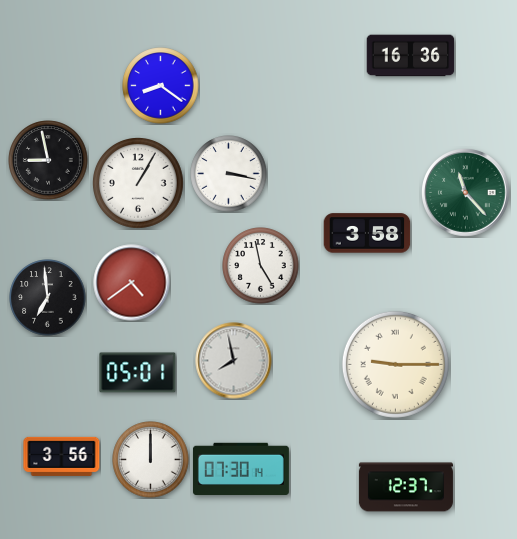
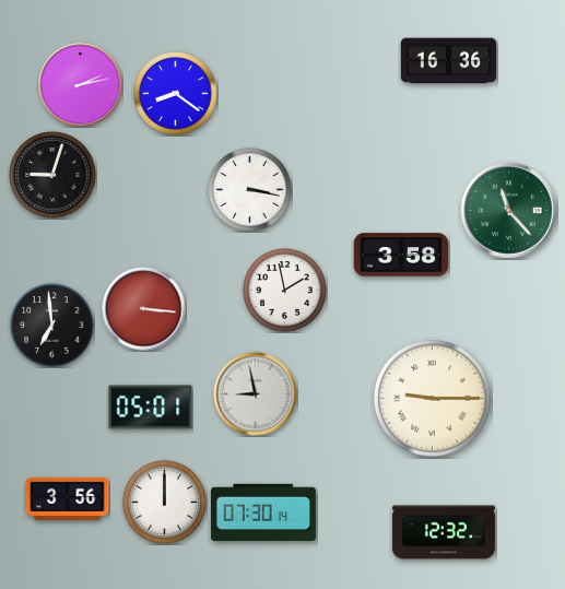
clock at (81, 85): none -> 2:13
clock at (48, 160): 8:58 -> 9:03
clock at (139, 184): 1:05 -> none
clock at (261, 266): 4:58 -> 1:58
clock at (132, 283): 4:39 -> 3:16
clock at (234, 361): 7:58 -> 8:58
clock at (406, 487): 12:37 -> 12:32
